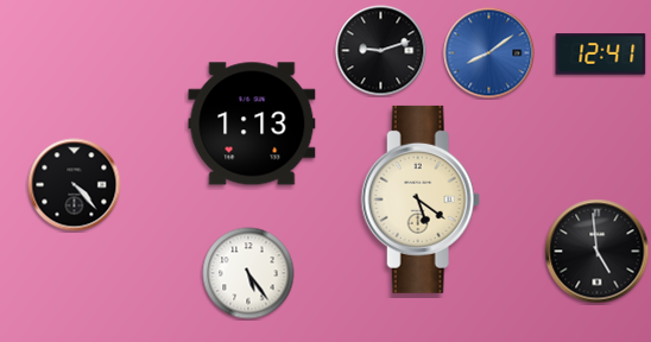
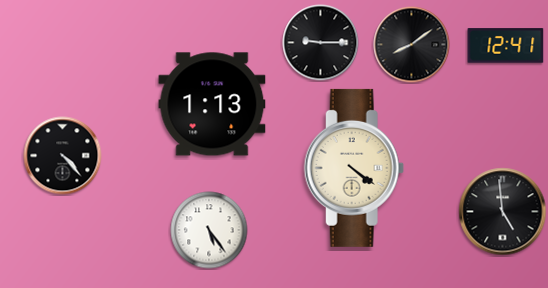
clock at (381, 51): 9:12 -> 9:15
clock at (489, 53) dial: blue -> black
clock at (421, 199): 5:21 -> 4:21
